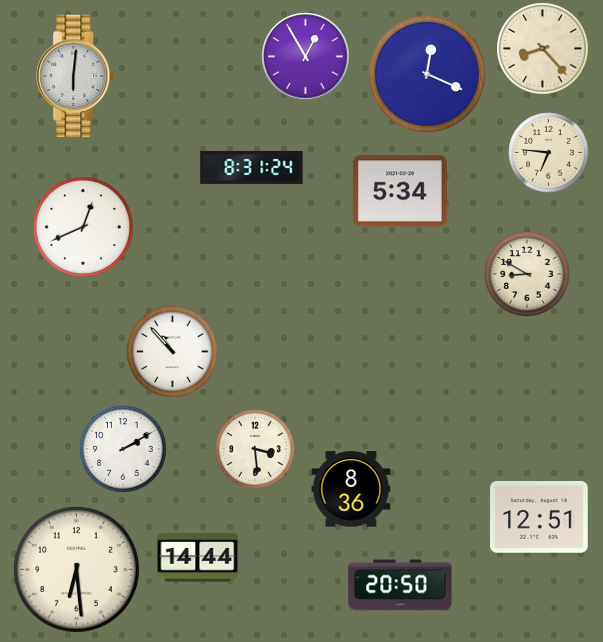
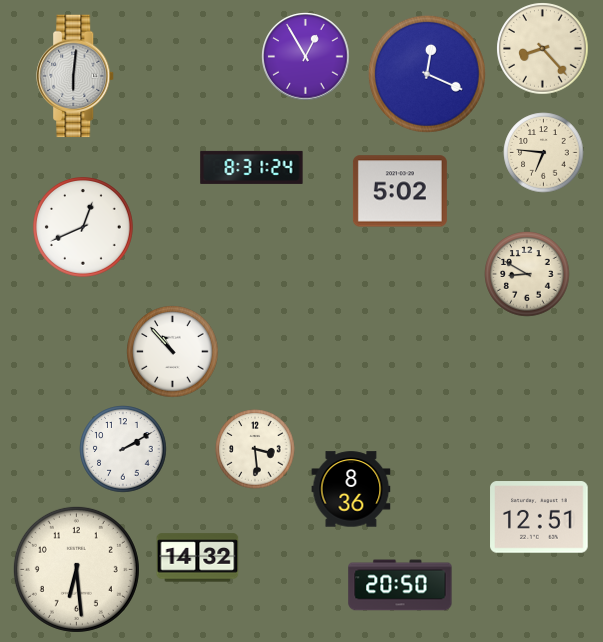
clock at (549, 153) position: (549, 153) -> (544, 153)
clock at (400, 191): 5:34 -> 5:02
clock at (198, 558): 14:44 -> 14:32
